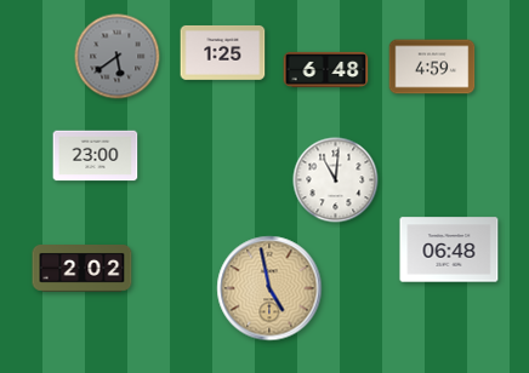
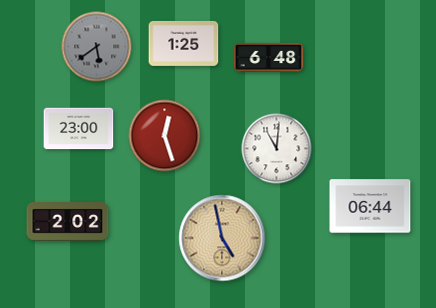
clock at (432, 67): 4:59 -> none
clock at (165, 136): none -> 12:27
clock at (449, 249): 06:48 -> 06:44
